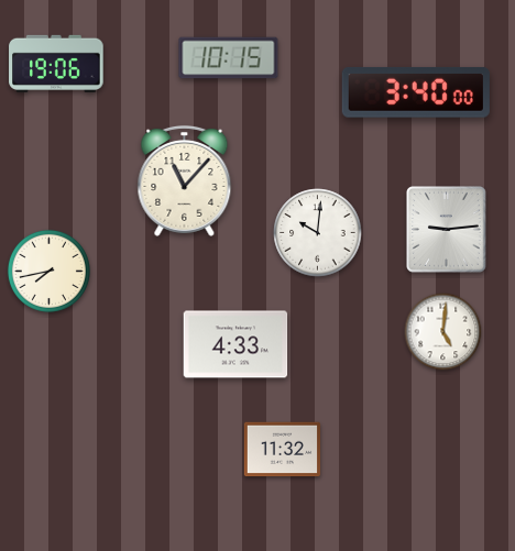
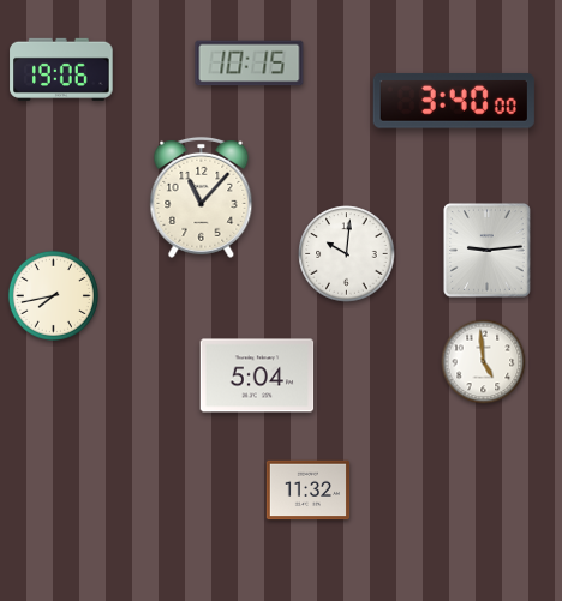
clock at (443, 332): 5:01 -> 4:59
clock at (235, 344): 4:33 -> 5:04
